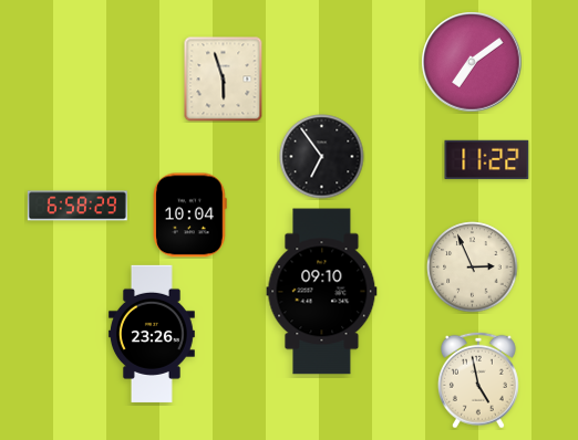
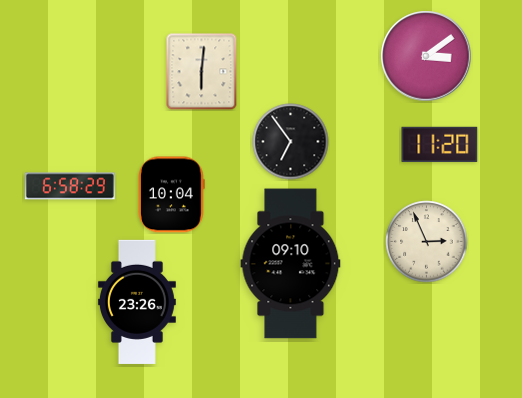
clock at (472, 62): 7:09 -> 3:09
clock at (224, 80): 5:57 -> 6:01
clock at (487, 159): 11:22 -> 11:20
clock at (478, 380): 4:58 -> none
